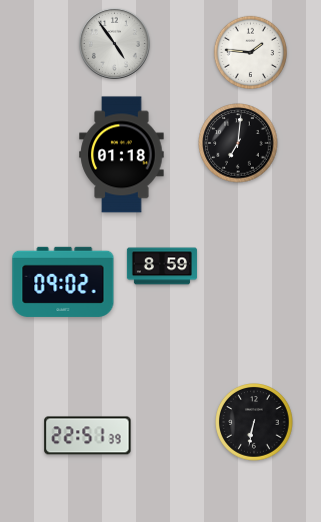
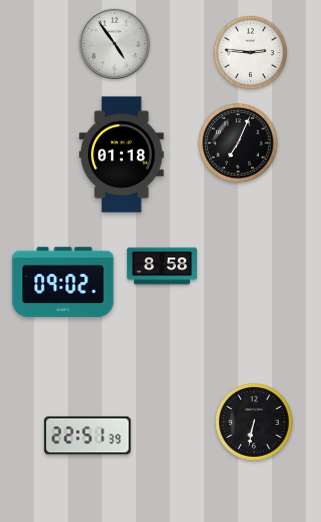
clock at (250, 52): 1:46 -> 2:46
clock at (238, 143): 7:01 -> 7:04
clock at (162, 266): 8:59 -> 8:58
